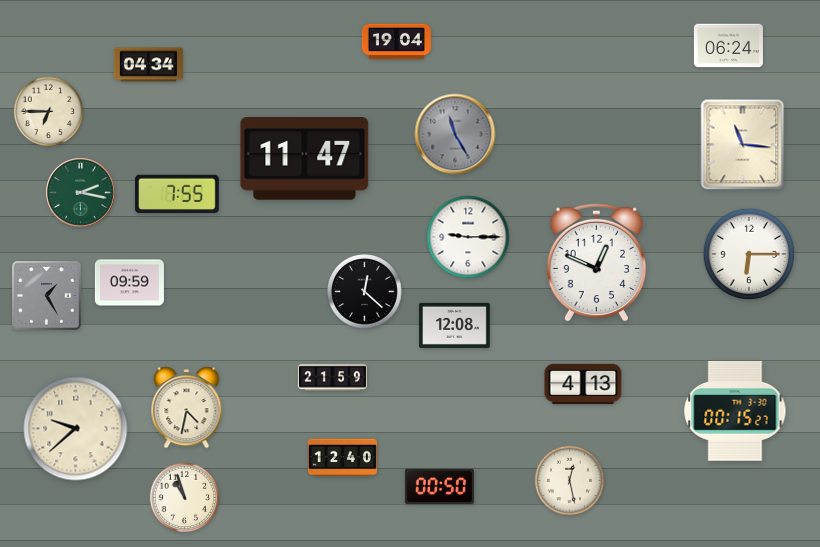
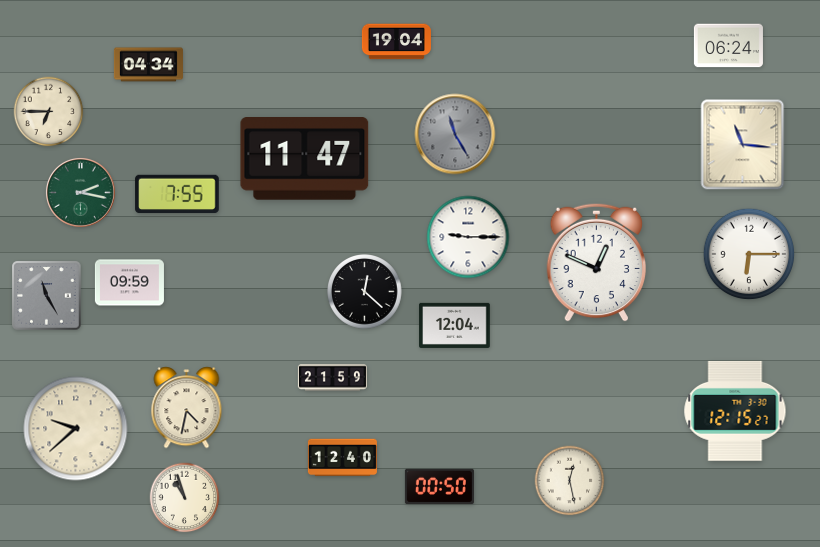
clock at (47, 296): 1:25 -> 11:25
clock at (455, 325): 12:08 -> 12:04
clock at (583, 384): 4:13 -> none
clock at (735, 411): 00:15 -> 12:15
